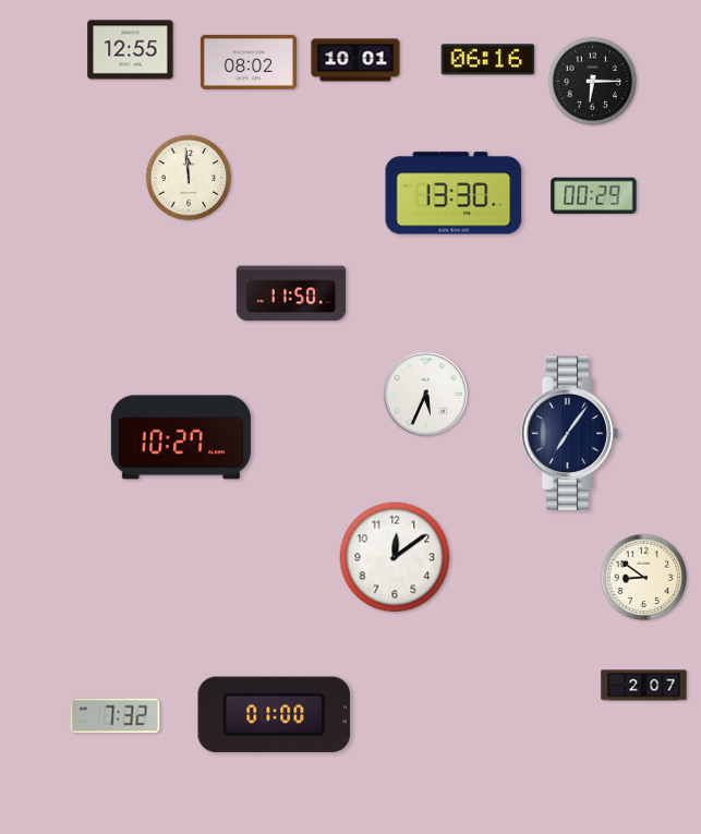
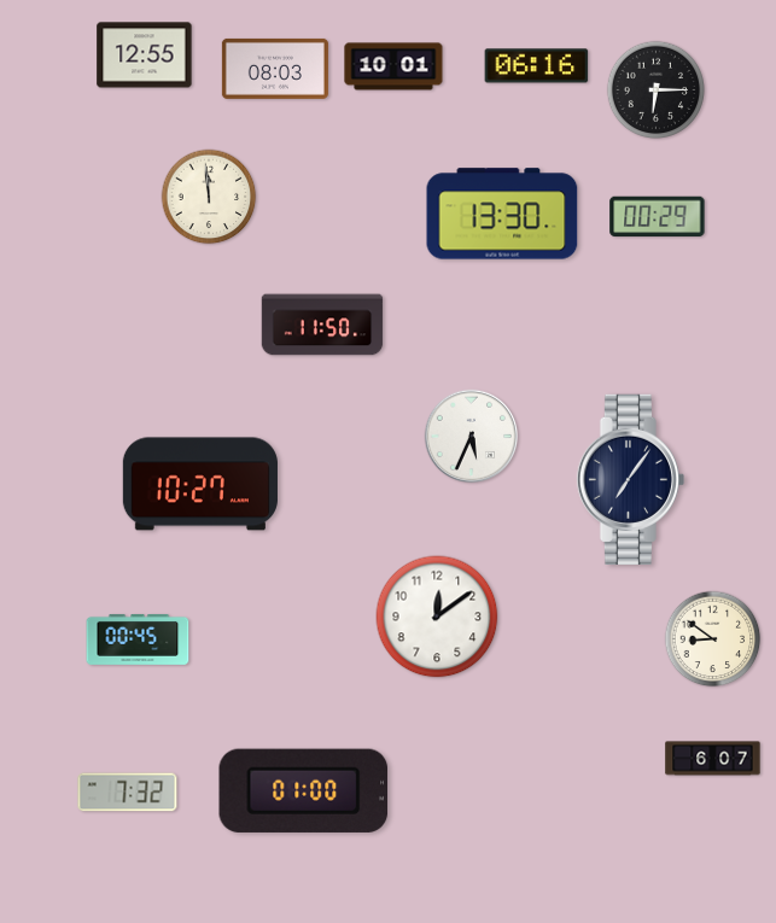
clock at (488, 60) position: (488, 60) -> (537, 66)
clock at (249, 62): 08:02 -> 08:03
clock at (138, 639): none -> 00:45
clock at (644, 686): 2:07 -> 6:07
